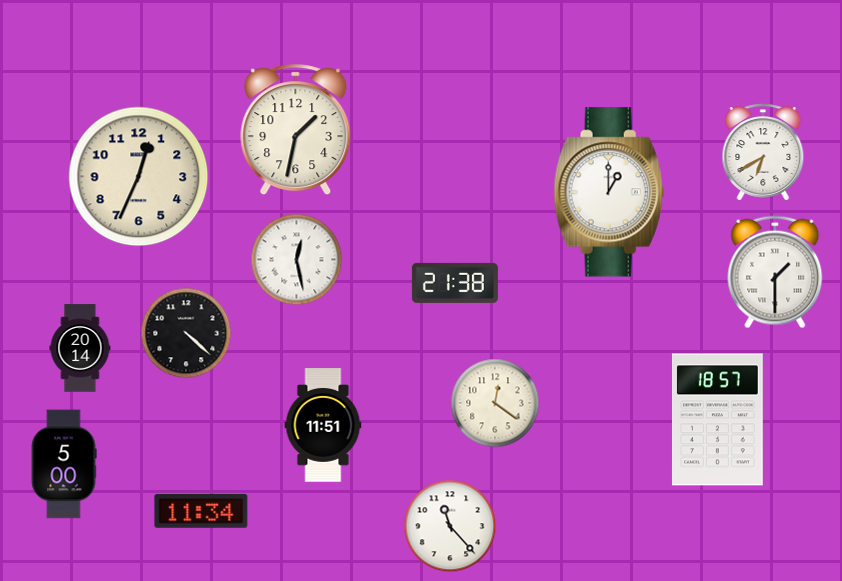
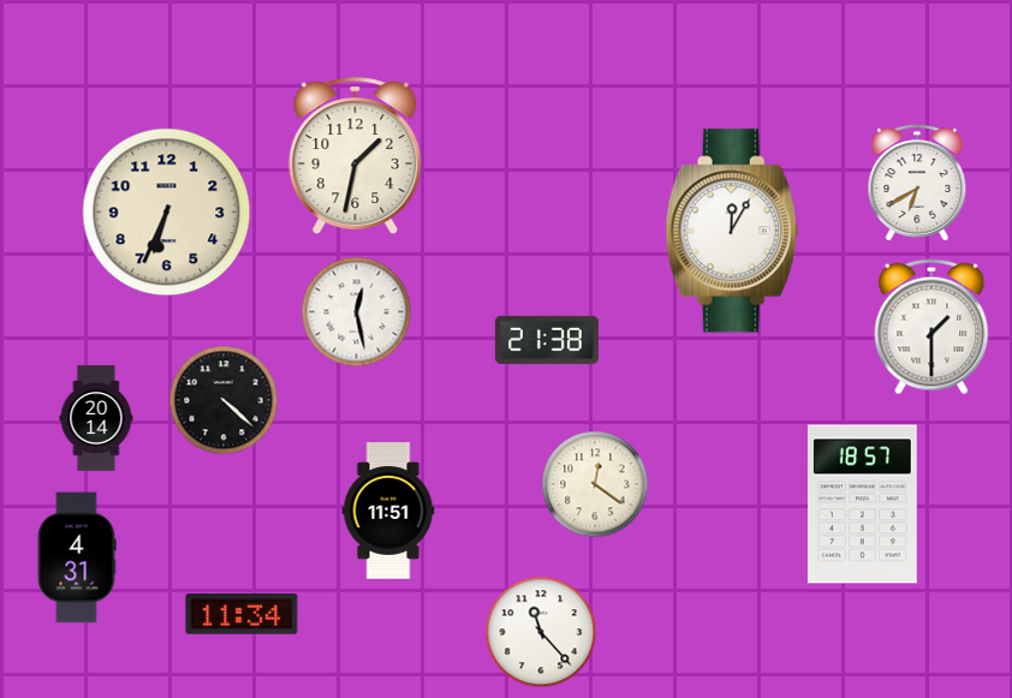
clock at (139, 177): 12:34 -> 6:34
clock at (609, 192): 1:00 -> 12:05
clock at (64, 464): 5:00 -> 4:31
